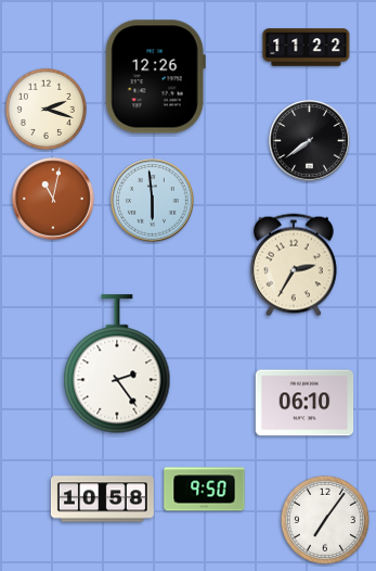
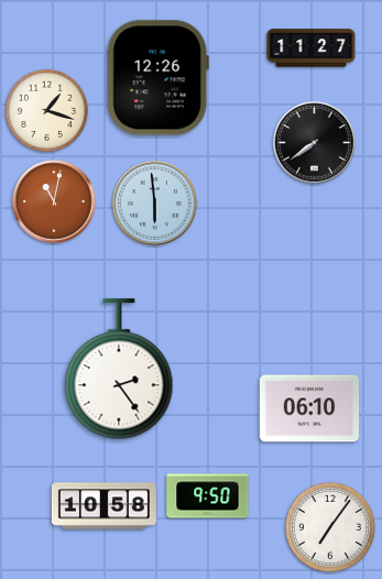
clock at (307, 48): 11:22 -> 11:27
clock at (46, 109): 2:18 -> 1:18
clock at (295, 265): 2:35 -> none
